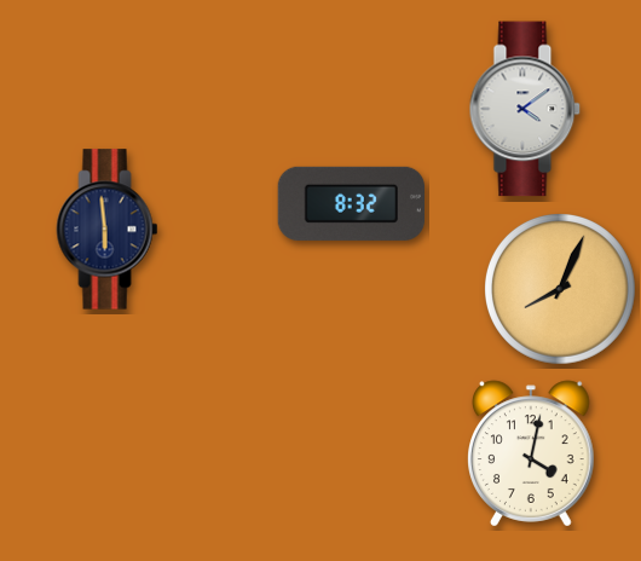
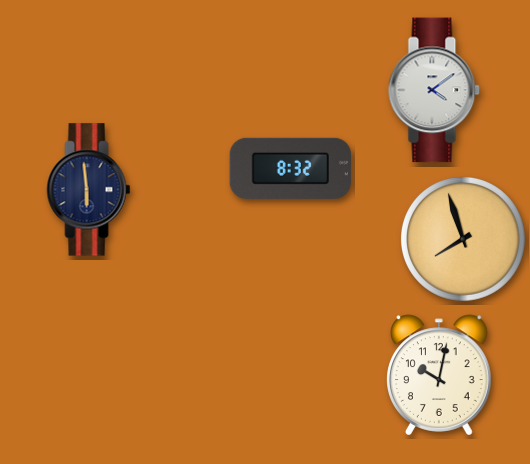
clock at (561, 290): 8:04 -> 7:57
clock at (532, 453): 4:02 -> 10:02
